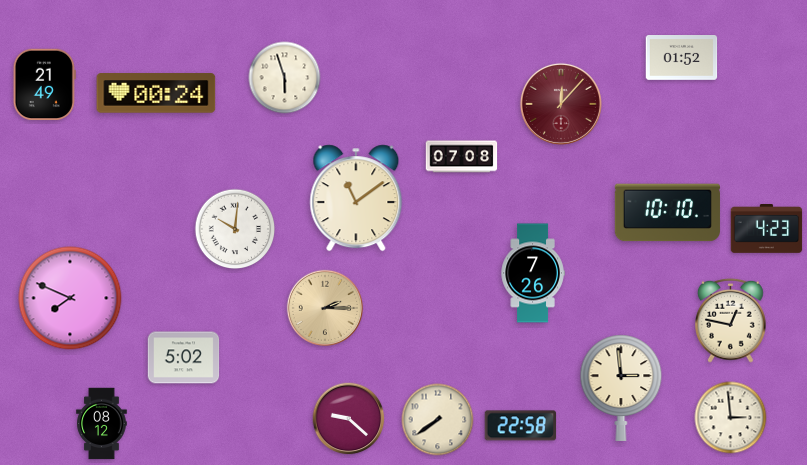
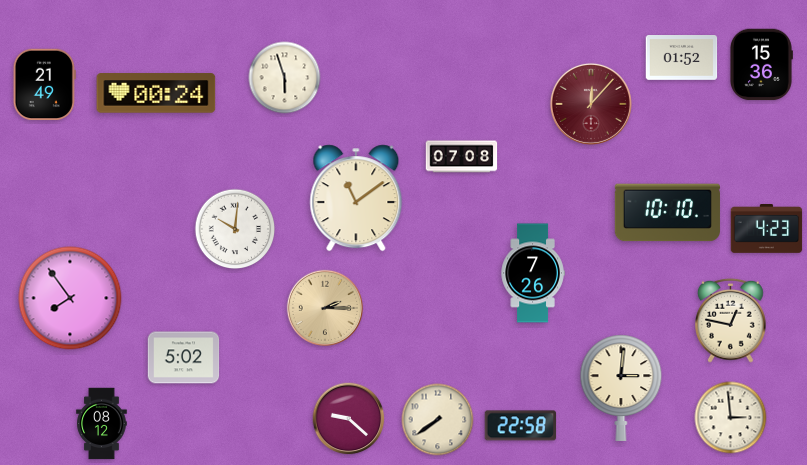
clock at (761, 65): none -> 15:36
clock at (561, 104) position: (561, 104) -> (591, 104)
clock at (70, 298): 7:49 -> 7:54
clock at (621, 388): 2:59 -> 3:01
